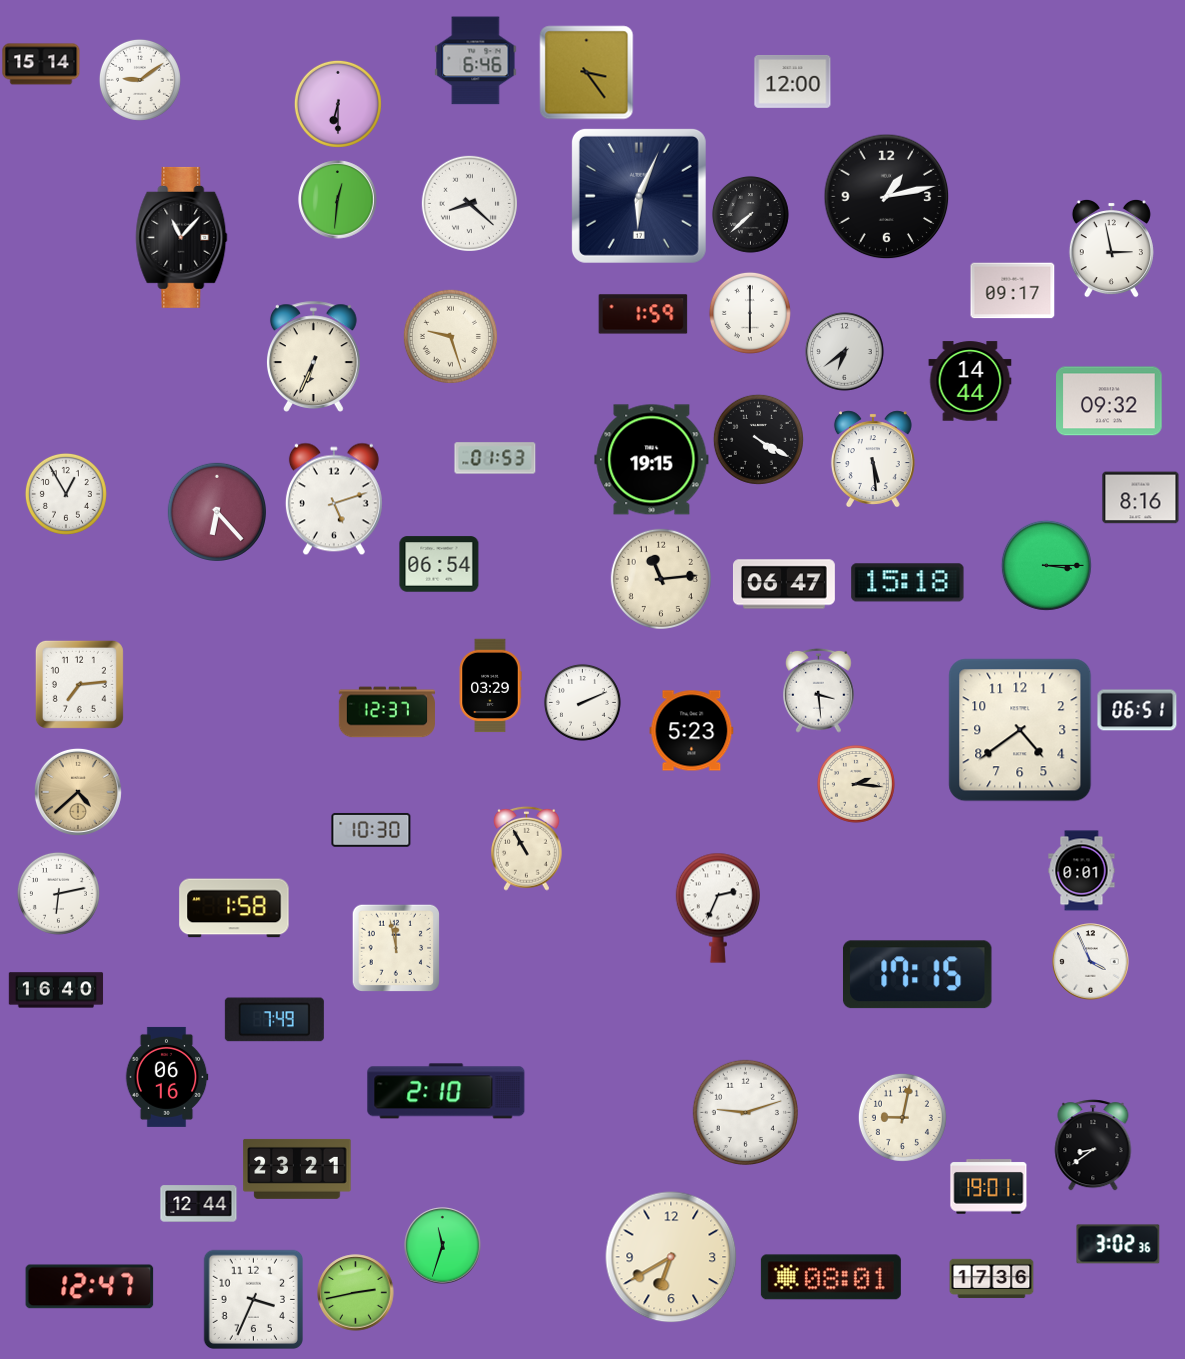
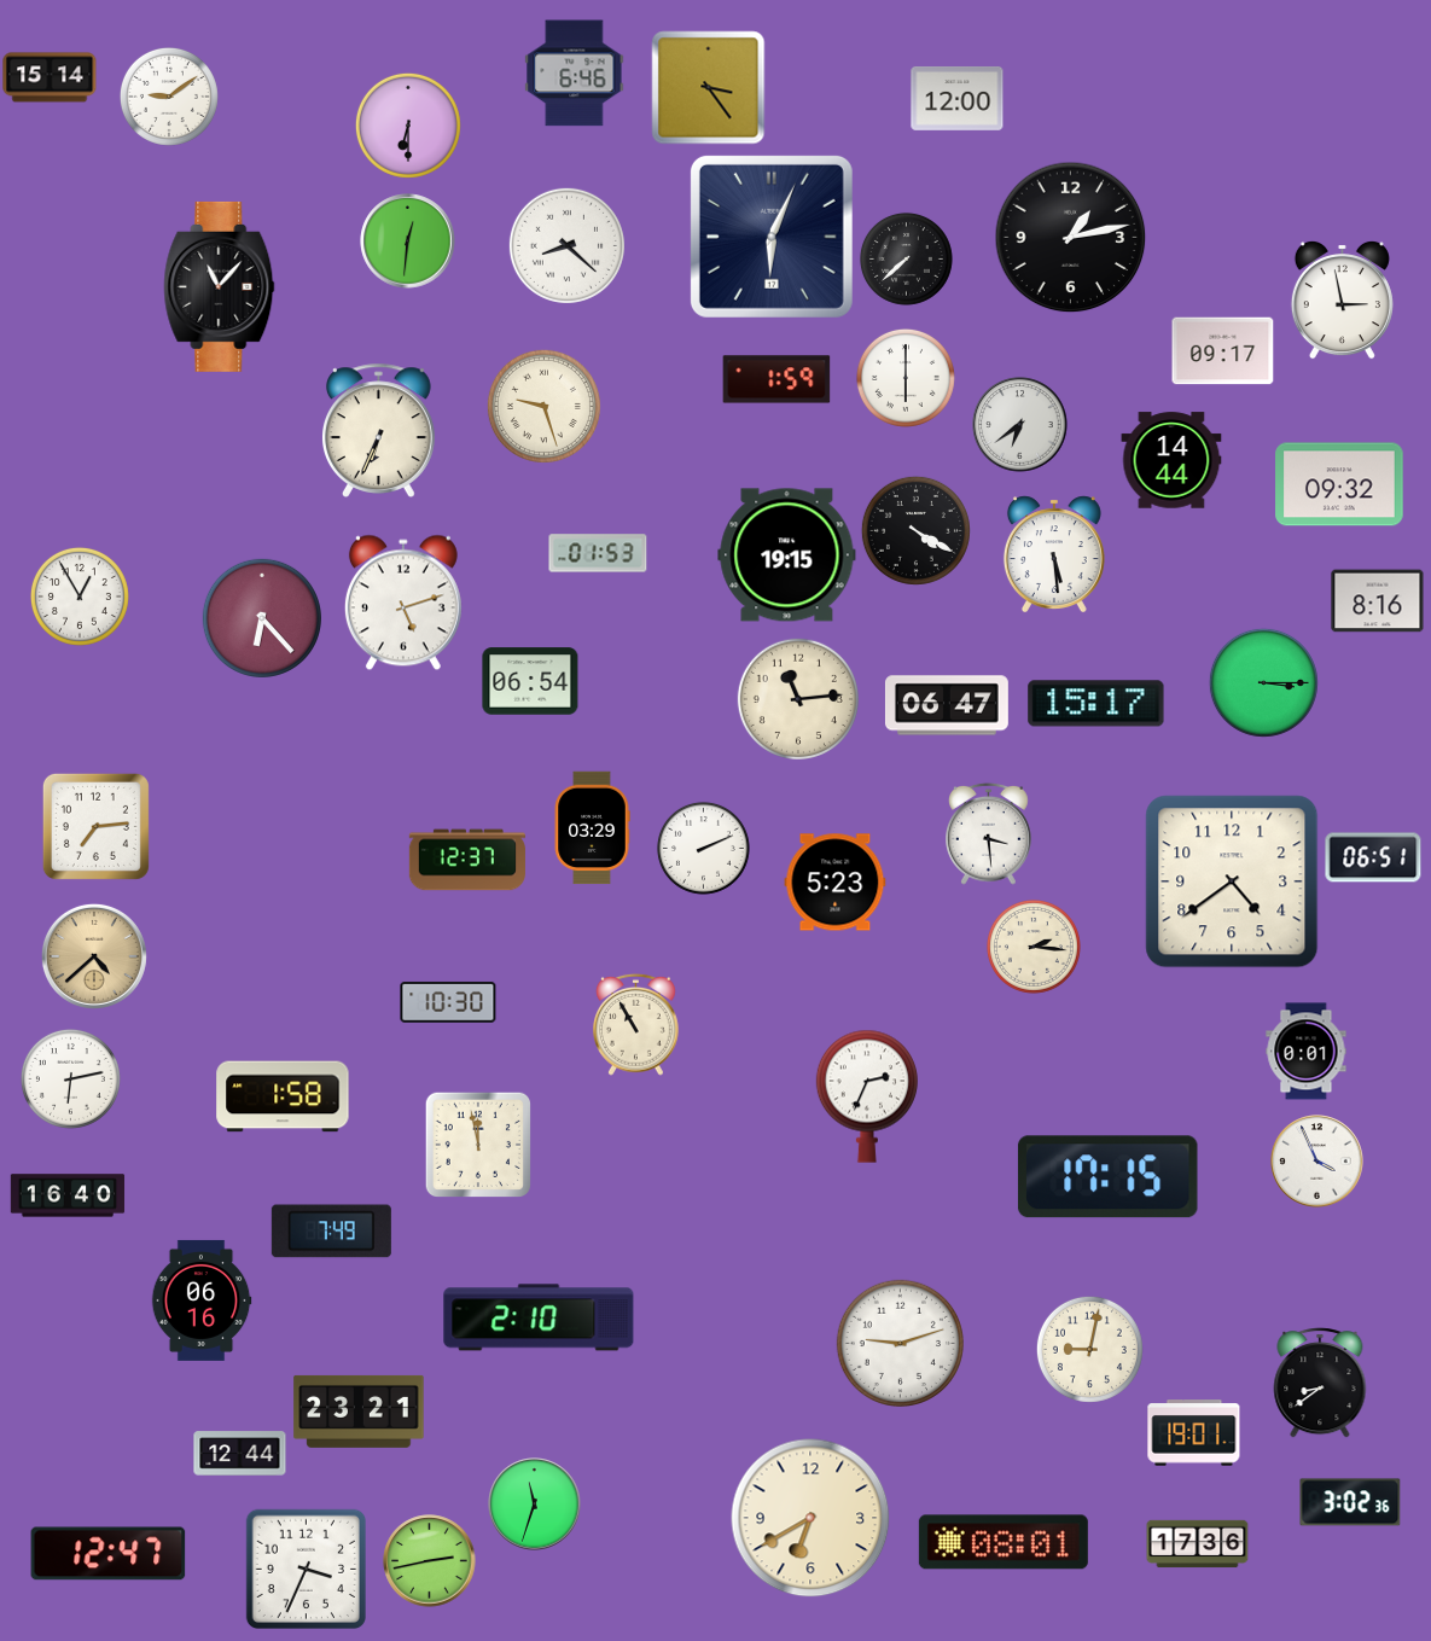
clock at (908, 583): 15:18 -> 15:17
